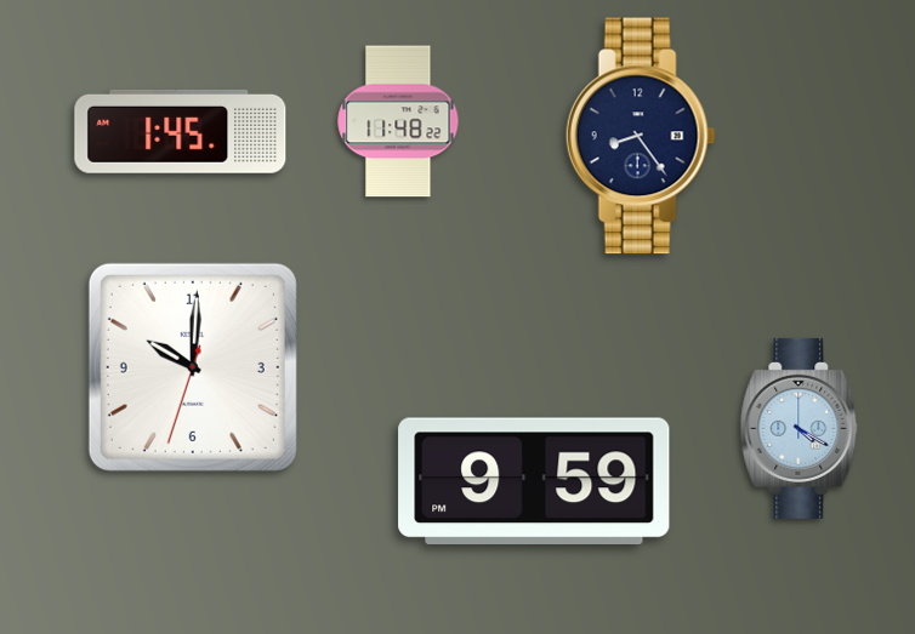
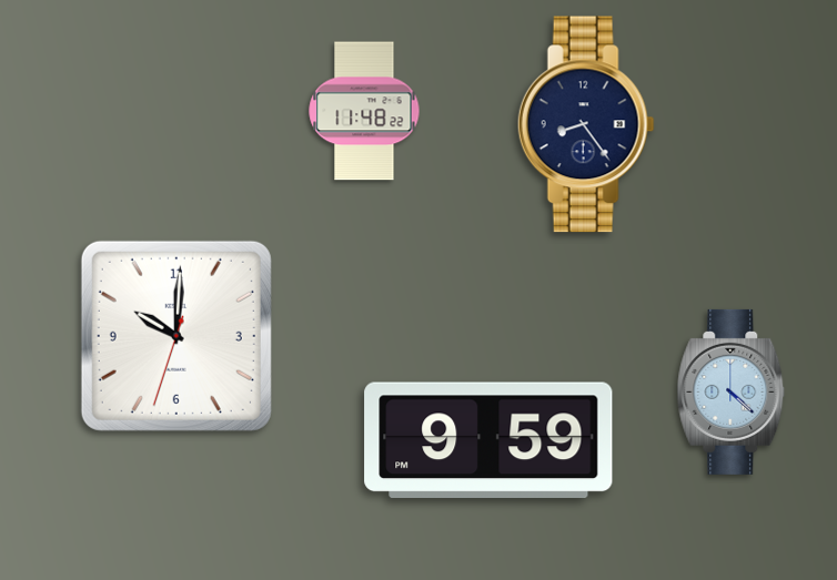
clock at (181, 131): 1:45 -> none
clock at (800, 428): 4:20 -> 4:22
